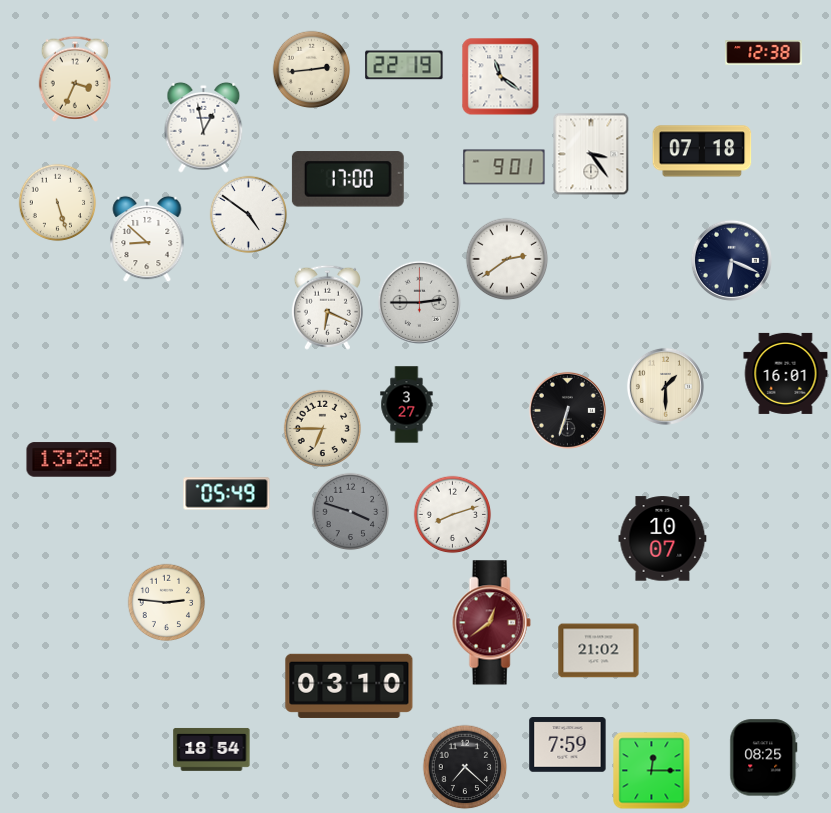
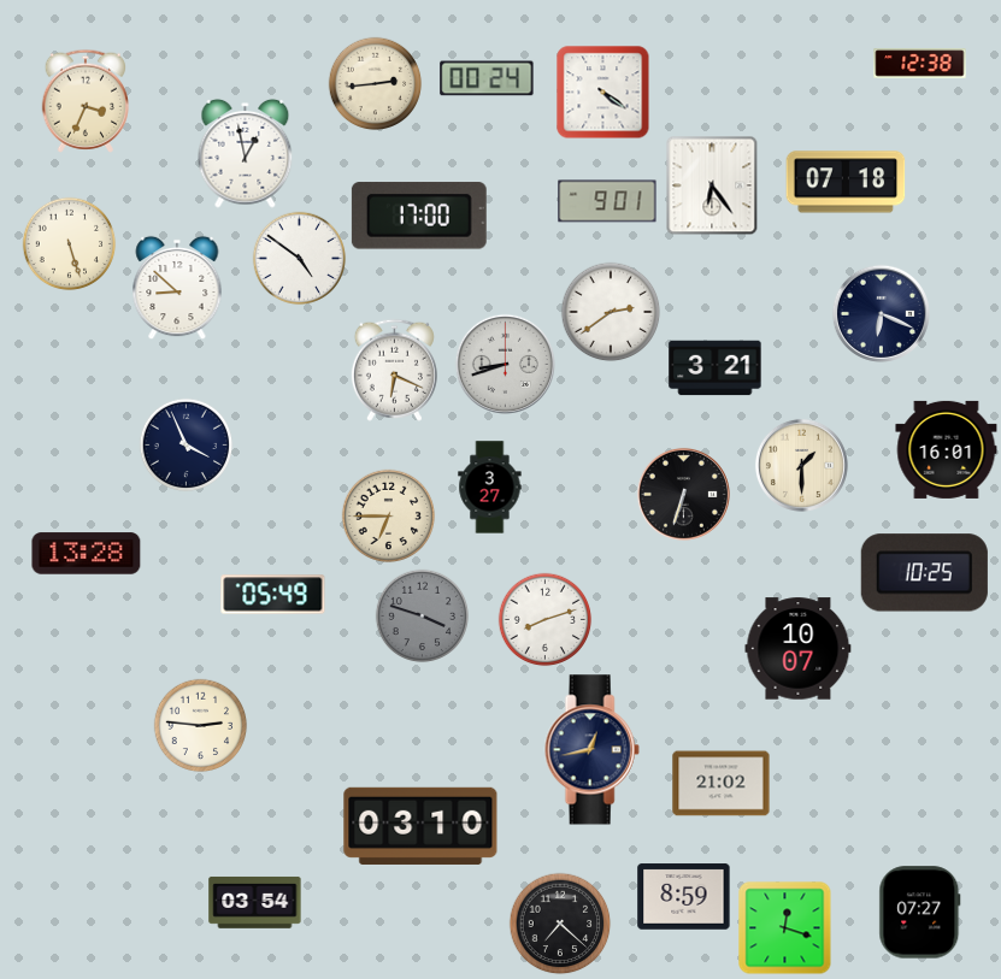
clock at (404, 65): 22:19 -> 00:24
clock at (500, 76): 11:21 -> 4:21
clock at (74, 79) position: (74, 79) -> (84, 101)
clock at (591, 154): 3:24 -> 6:24
clock at (419, 302): 2:45 -> 8:42
clock at (716, 368): none -> 3:21
clock at (186, 444): none -> 3:56
clock at (924, 573): none -> 10:25
clock at (491, 623): 12:39 -> 12:43
clock at (491, 623) dial: burgundy -> navy
clock at (568, 745): 7:59 -> 8:59
clock at (212, 749): 18:54 -> 03:54
clock at (764, 758): 08:25 -> 07:27
clock at (651, 770): 12:15 -> 12:18
